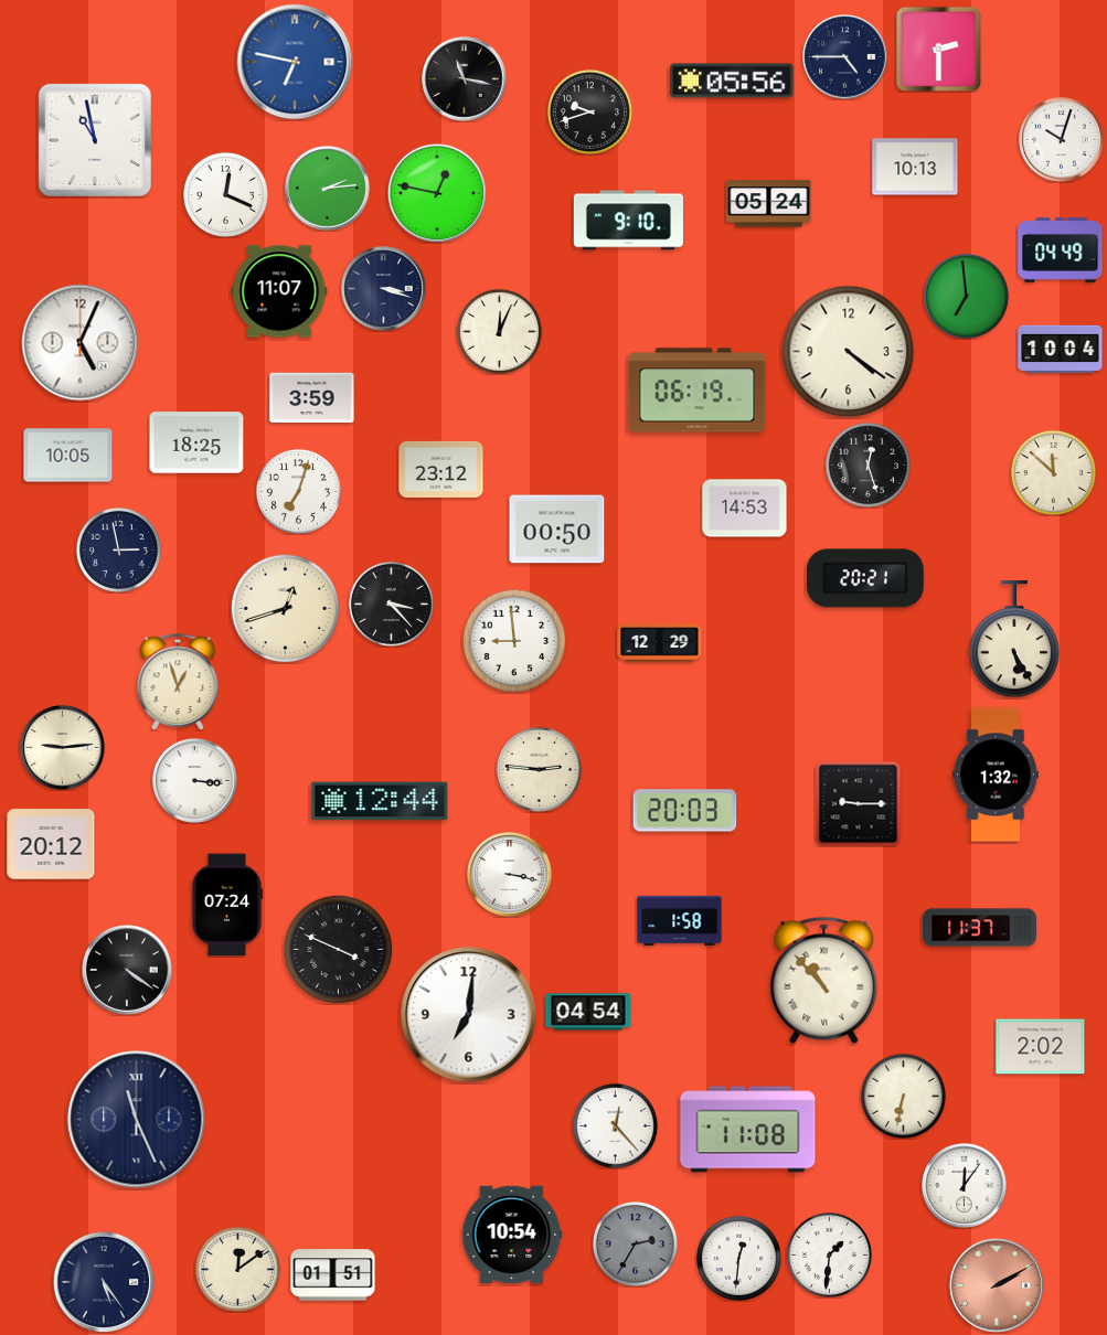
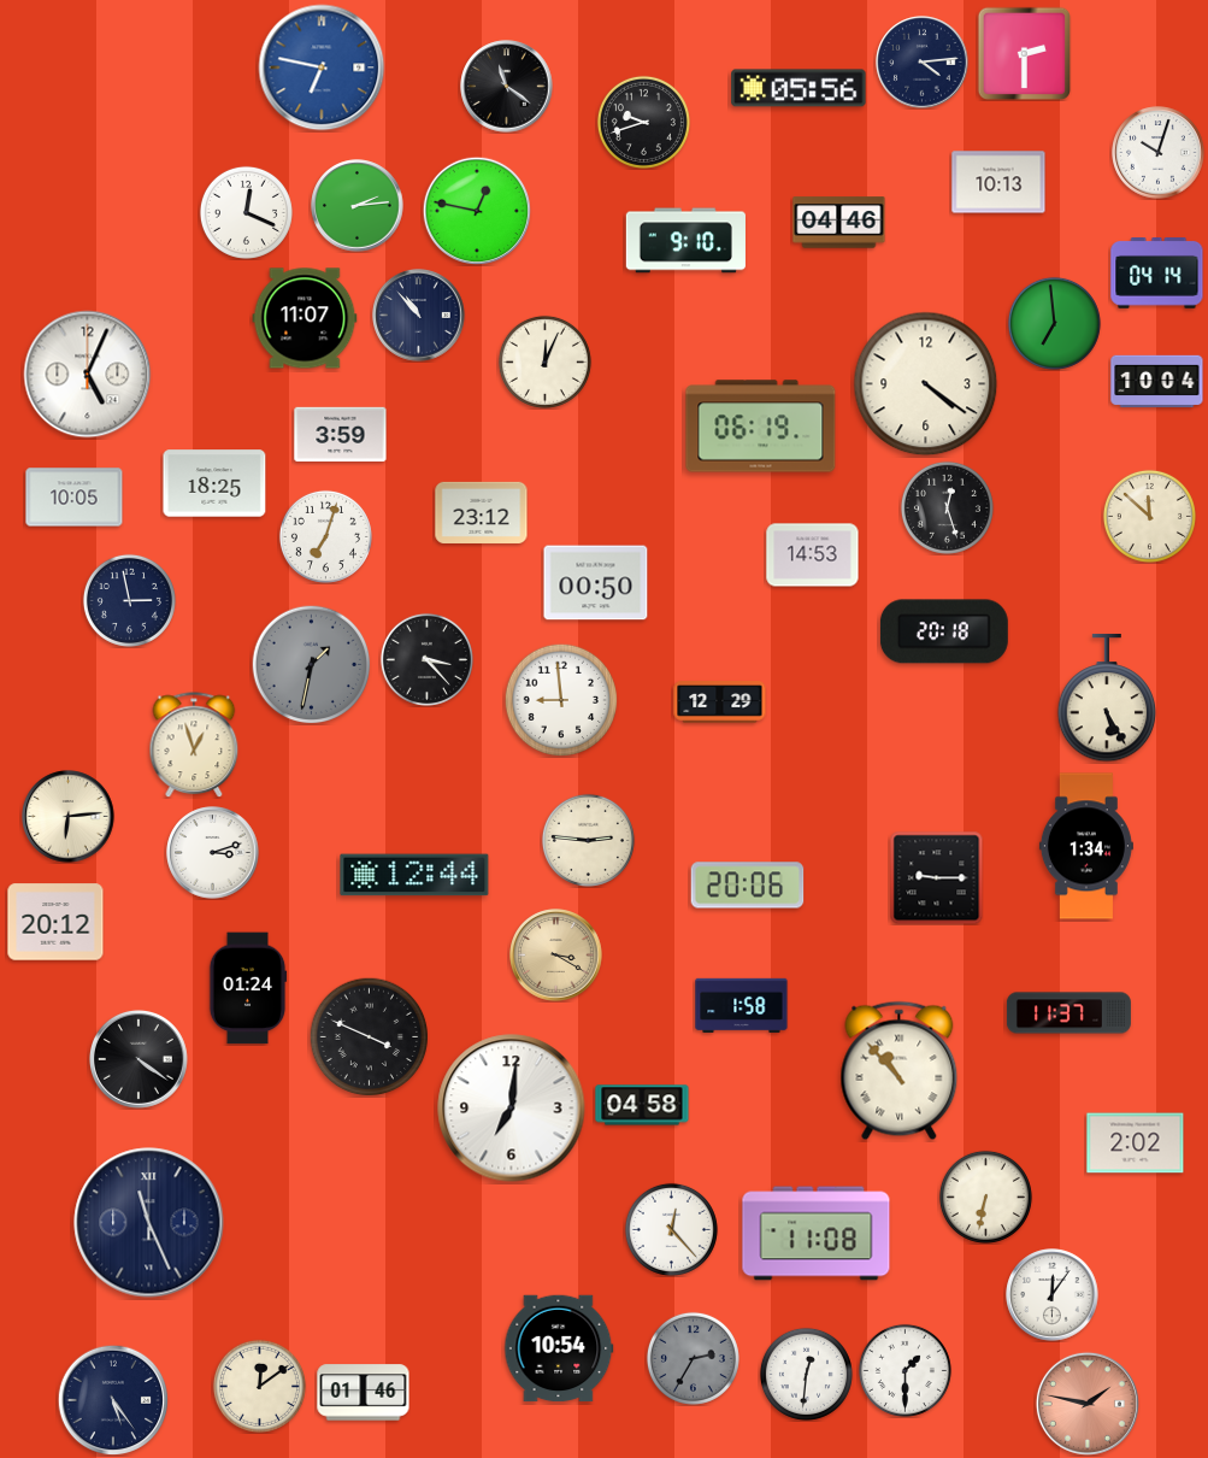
clock at (845, 57): 4:45 -> 4:14
clock at (465, 79): 11:17 -> 11:21
clock at (95, 140): 10:58 -> none
clock at (769, 204): 05:24 -> 04:46
clock at (1061, 250): 04:49 -> 04:14
clock at (384, 289): 3:18 -> 10:53
clock at (557, 530) position: (557, 530) -> (596, 583)
clock at (865, 578): 20:21 -> 20:18
clock at (286, 609): 12:42 -> 1:32
clock at (286, 609) dial: cream -> grey
clock at (63, 748): 9:14 -> 6:14
clock at (996, 775): 1:32 -> 1:34
clock at (195, 781): 3:16 -> 3:12
clock at (685, 811): 20:03 -> 20:06
clock at (510, 875): 3:17 -> 3:20
clock at (510, 875) dial: white -> champagne
clock at (227, 905): 07:24 -> 01:24
clock at (588, 1012): 04:54 -> 04:58
clock at (829, 1254): 1:31 -> 1:30
clock at (333, 1275): 01:51 -> 01:46
clock at (997, 1285): 2:10 -> 1:47
